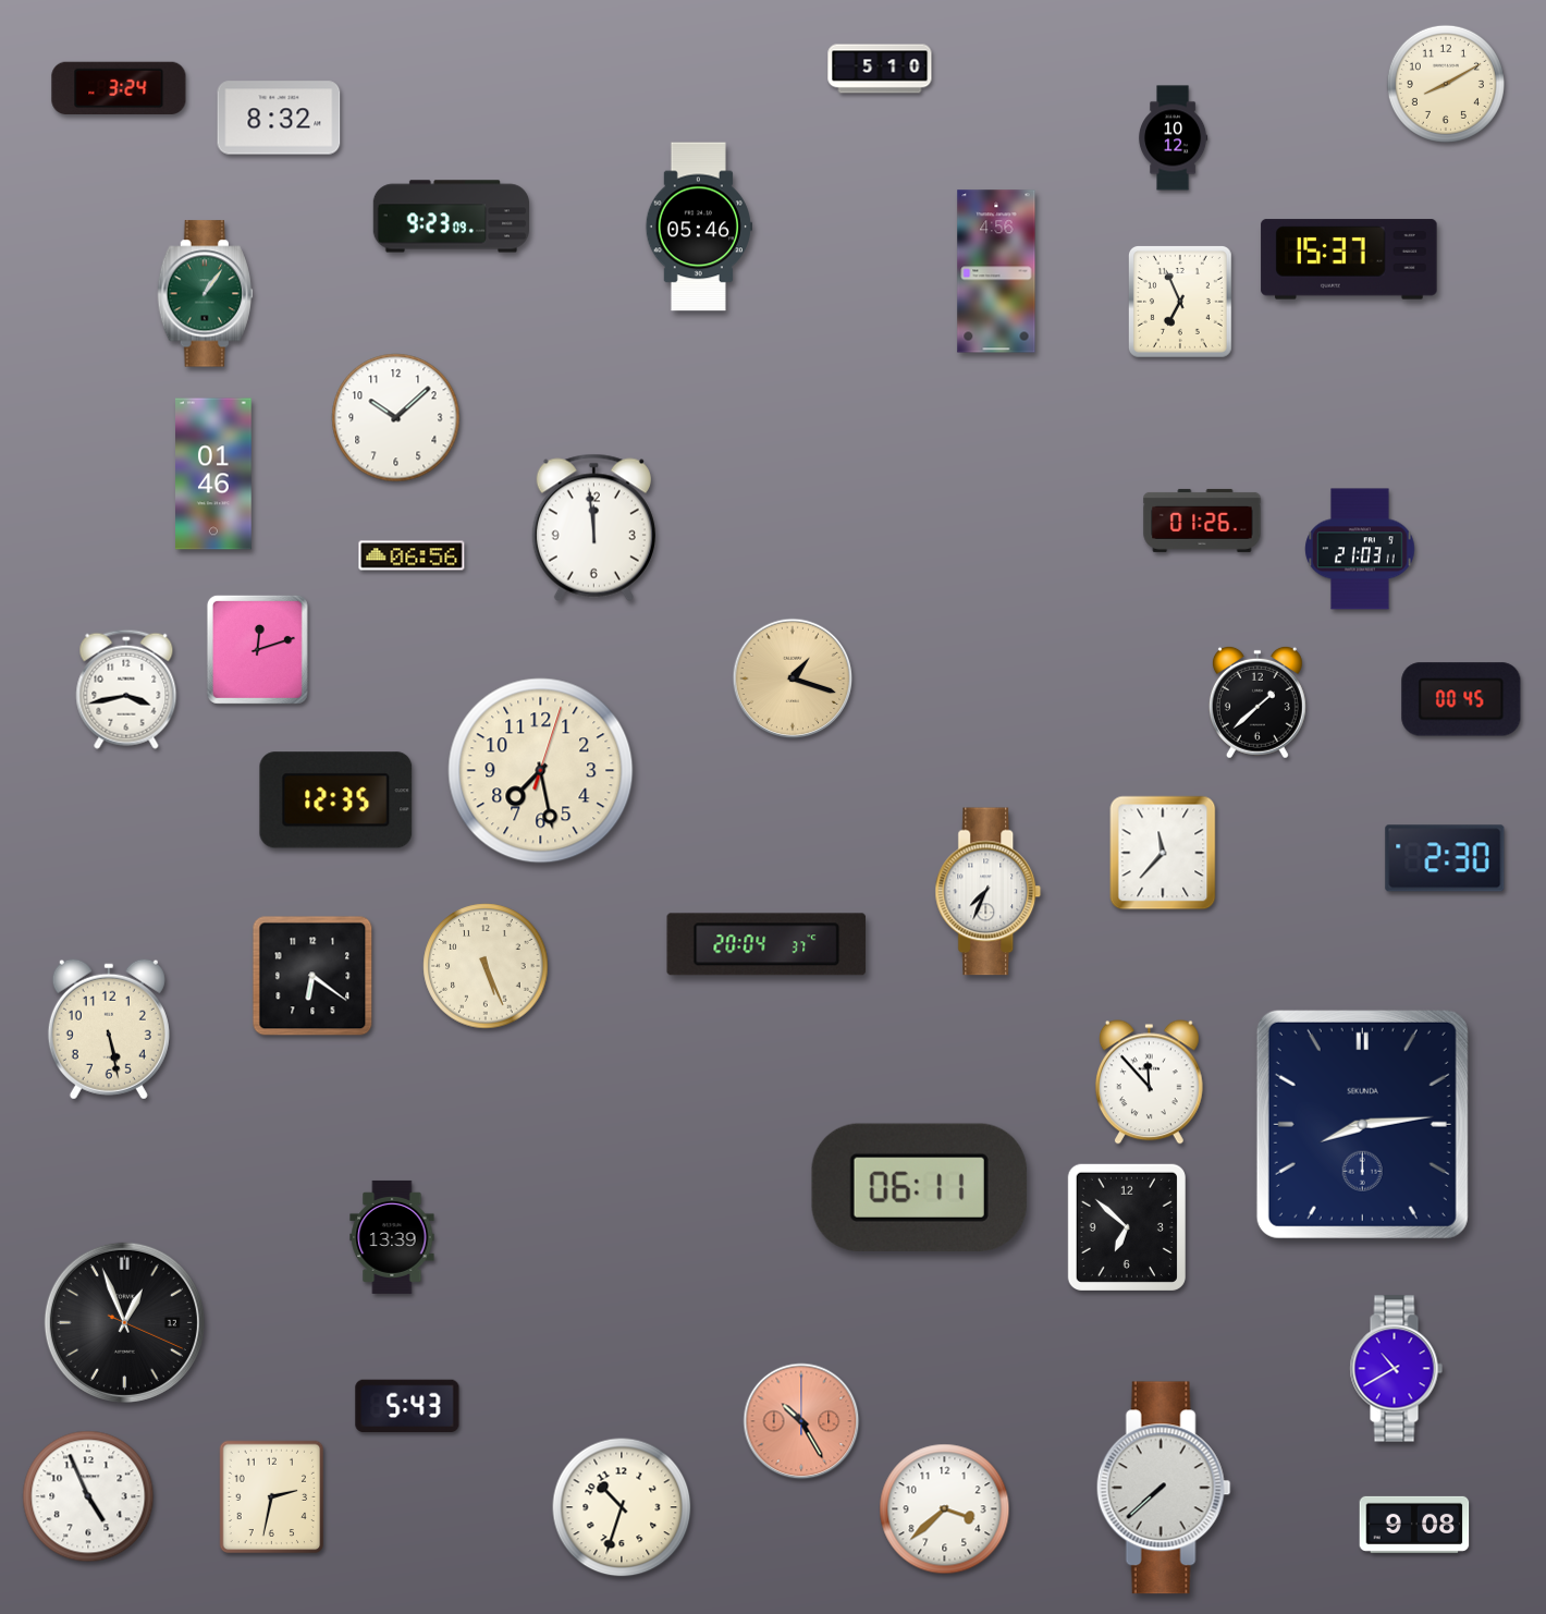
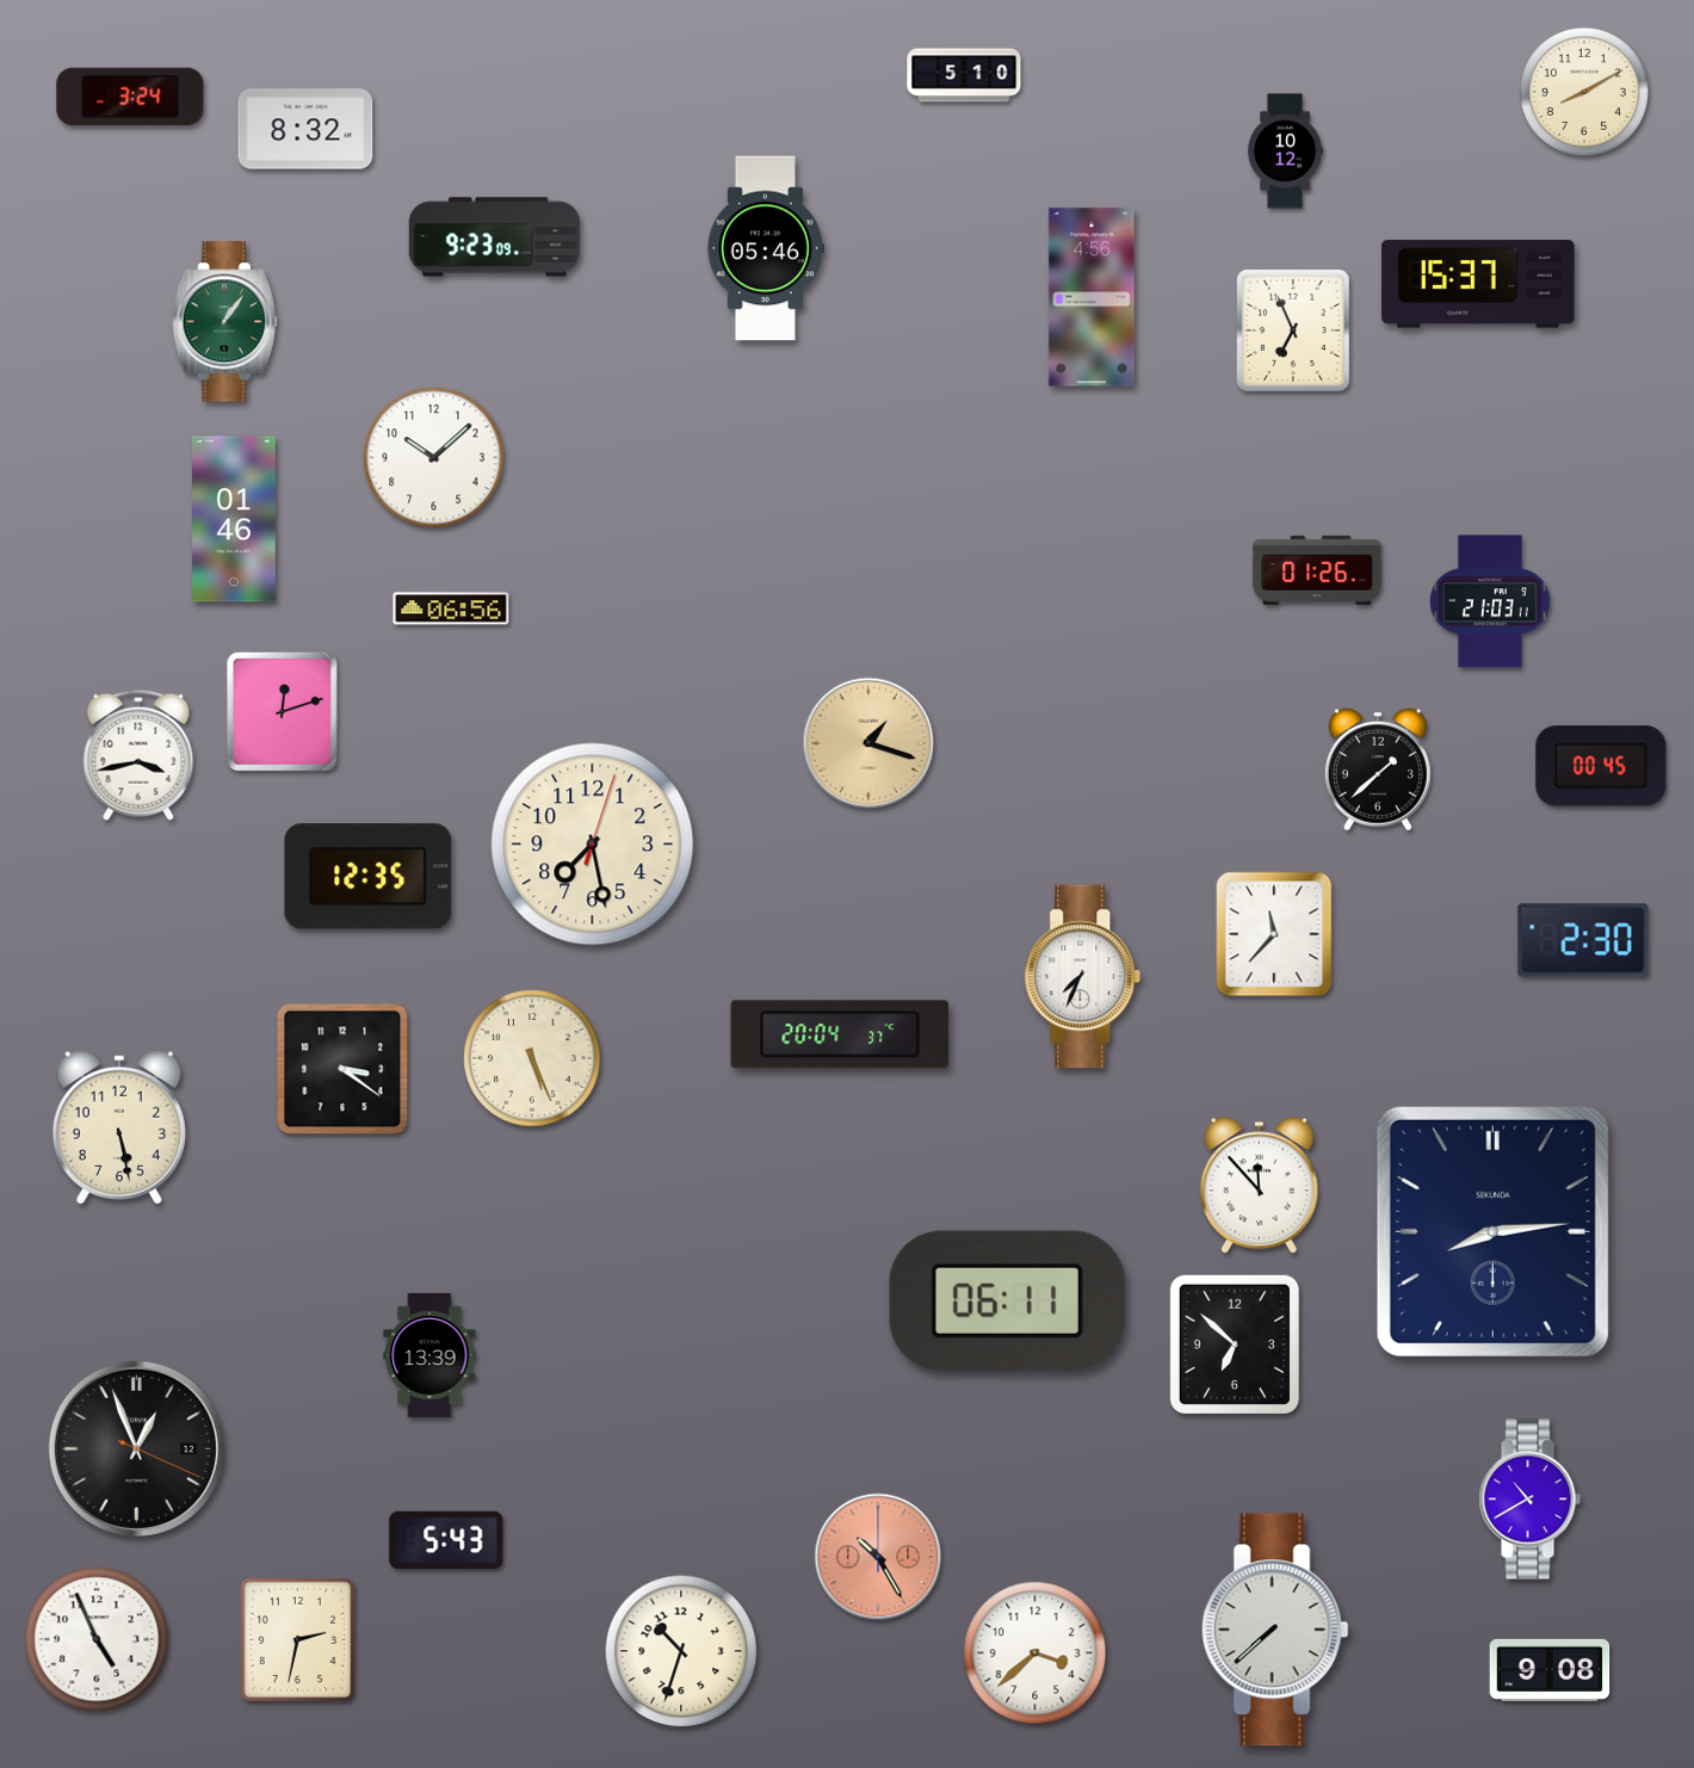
clock at (593, 527): 11:59 -> none
clock at (312, 976): 6:21 -> 3:21
